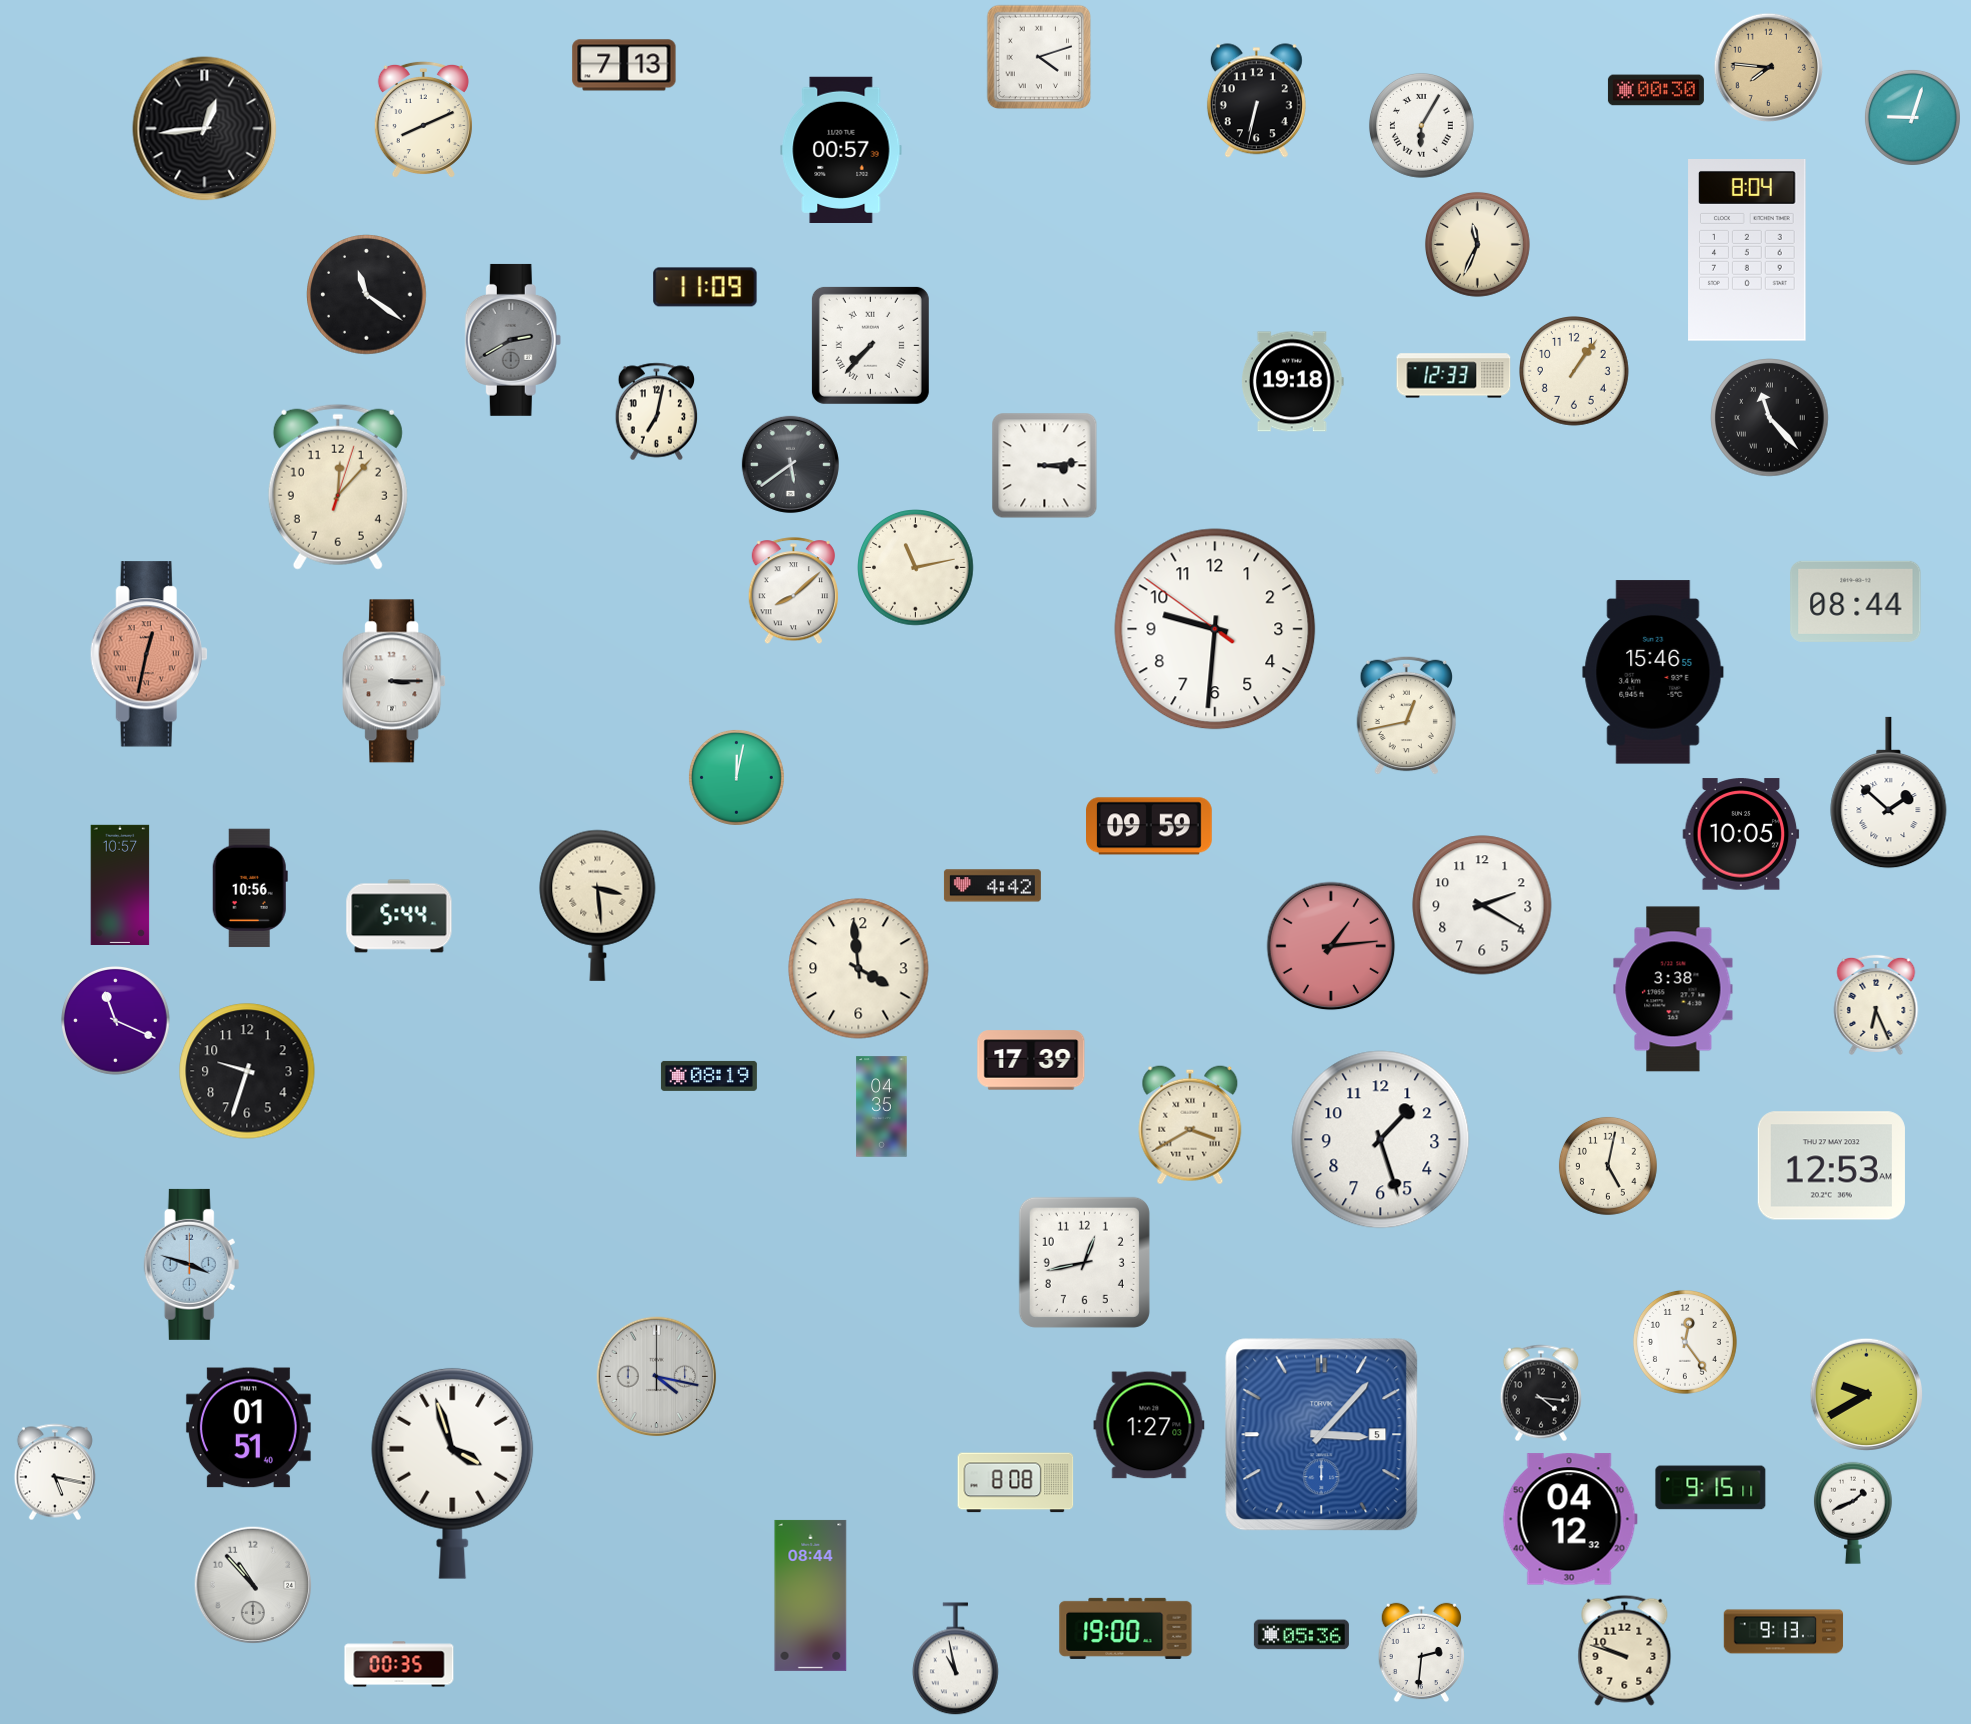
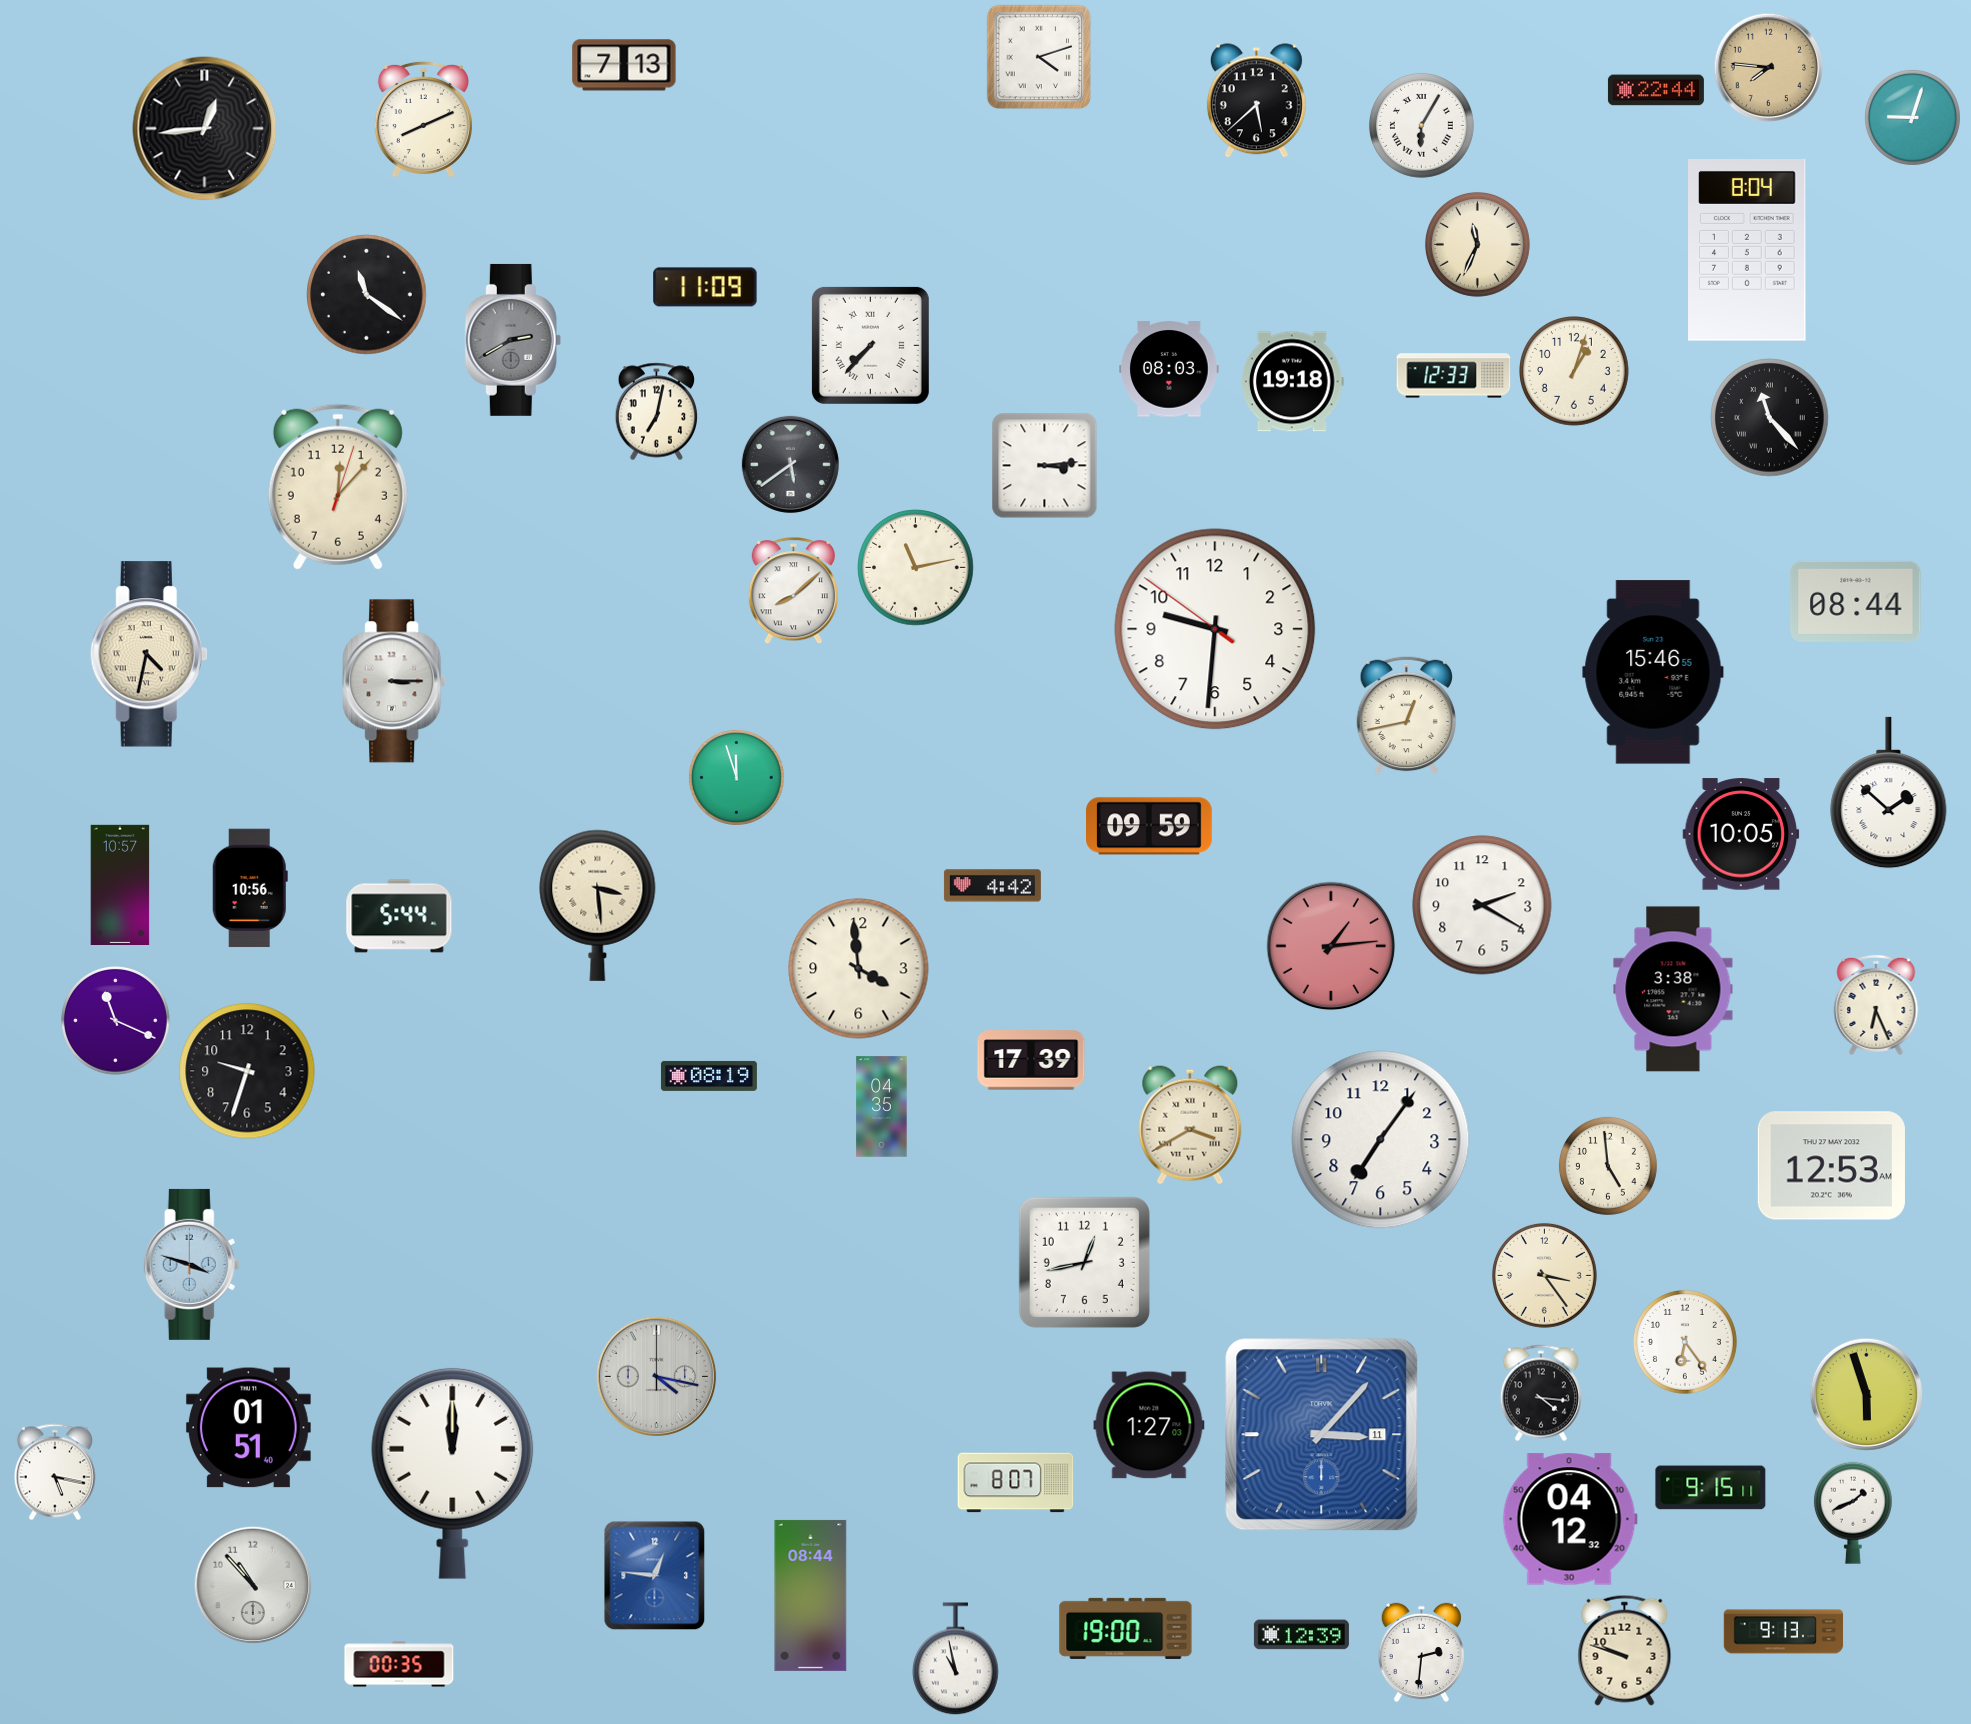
clock at (1656, 90): 00:30 -> 22:44
clock at (1256, 101): 6:32 -> 5:38
clock at (841, 149): 00:57 -> none
clock at (1169, 369): none -> 08:03
clock at (1575, 372): 1:06 -> 1:03
clock at (149, 654): 12:32 -> 4:32
clock at (149, 654) dial: salmon -> cream
clock at (736, 777): 12:02 -> 11:57
clock at (1381, 1140): 1:27 -> 7:06
clock at (1608, 1166): 5:02 -> 4:59
clock at (1544, 1275): none -> 3:24
clock at (1685, 1342): 12:24 -> 6:24
clock at (1866, 1394): 9:40 -> 5:57
clock at (1322, 1435) date: 5 -> 11
clock at (453, 1473): 3:57 -> 12:00
clock at (1016, 1483): 8:08 -> 8:07
clock at (655, 1576): none -> 12:46
clock at (1301, 1635): 05:36 -> 12:39
